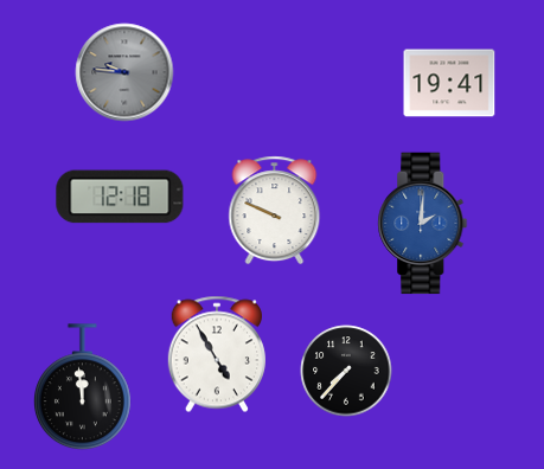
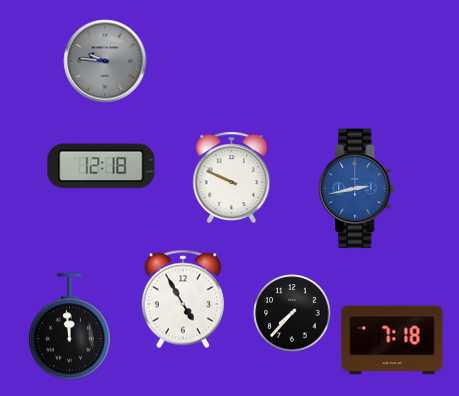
clock at (449, 83): 19:41 -> none
clock at (423, 224): 2:01 -> 2:43
clock at (392, 340): none -> 7:18
